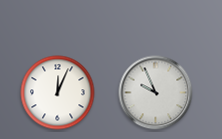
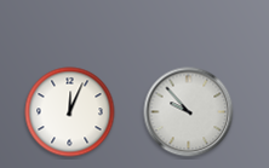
clock at (156, 93): 9:56 -> 9:53
